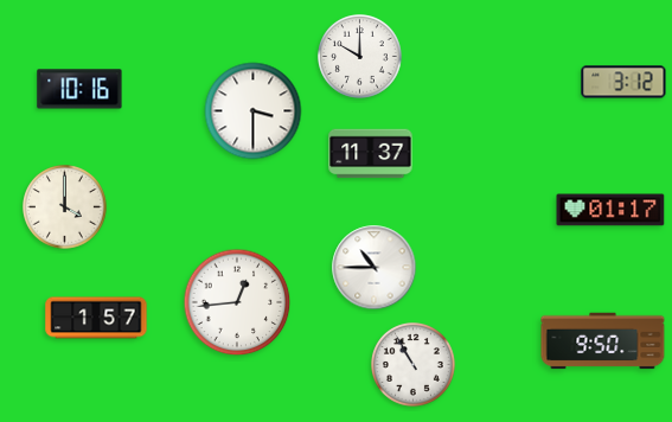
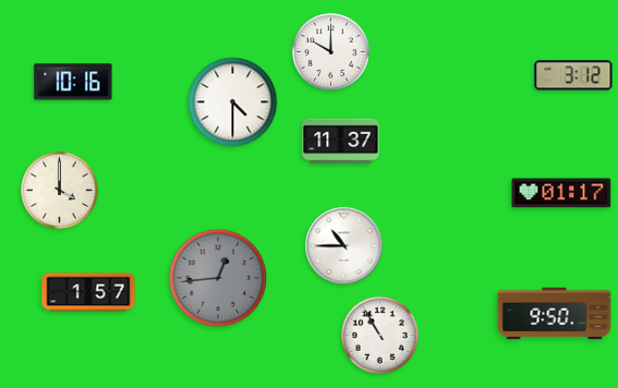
clock at (254, 111): 3:30 -> 4:30
clock at (237, 302) dial: white -> grey
